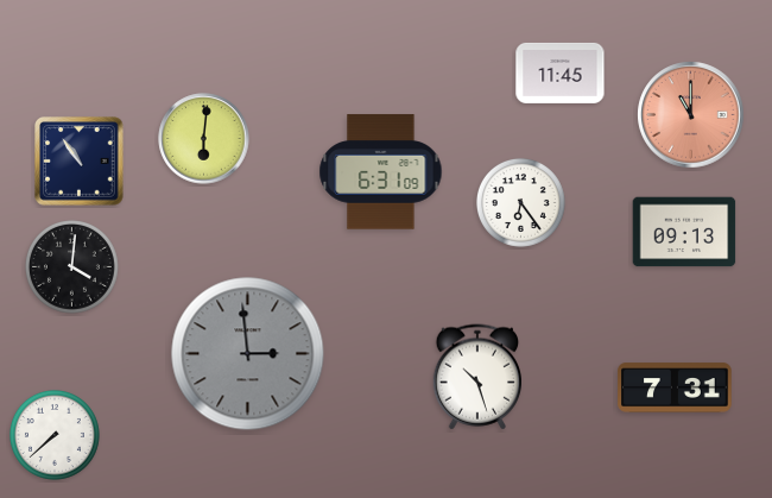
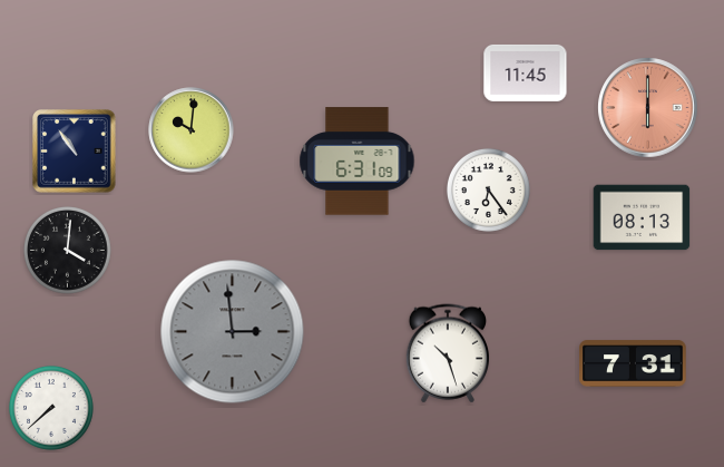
clock at (561, 73) position: (561, 73) -> (526, 72)
clock at (691, 115): 11:00 -> 6:00
clock at (204, 139): 6:01 -> 10:01
clock at (684, 232): 09:13 -> 08:13
